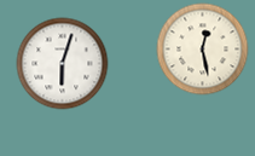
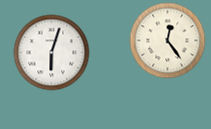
clock at (203, 50): 12:28 -> 12:24
